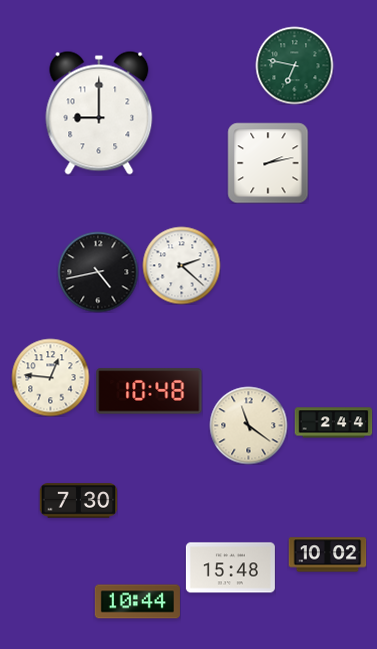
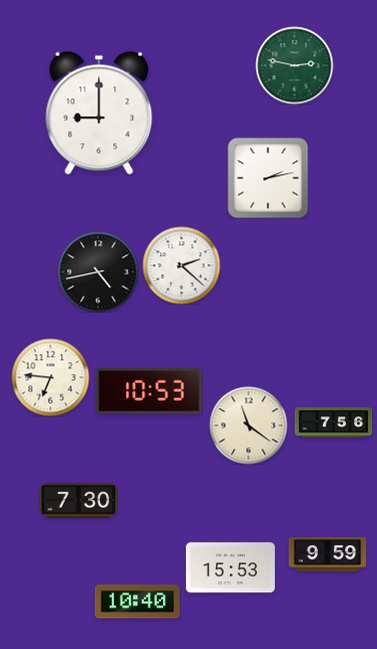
clock at (294, 65): 6:47 -> 2:47
clock at (268, 163) position: (268, 163) -> (268, 178)
clock at (50, 377): 12:46 -> 6:46
clock at (149, 391): 10:48 -> 10:53
clock at (333, 423): 2:44 -> 7:56
clock at (327, 555): 10:02 -> 9:59
clock at (230, 568): 15:48 -> 15:53
clock at (137, 602): 10:44 -> 10:40
